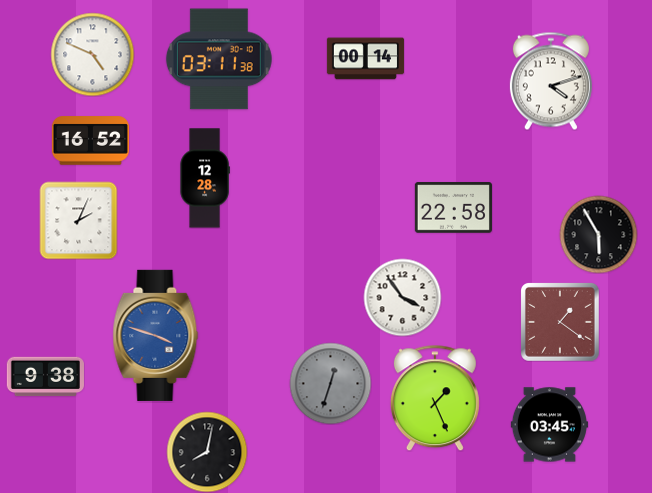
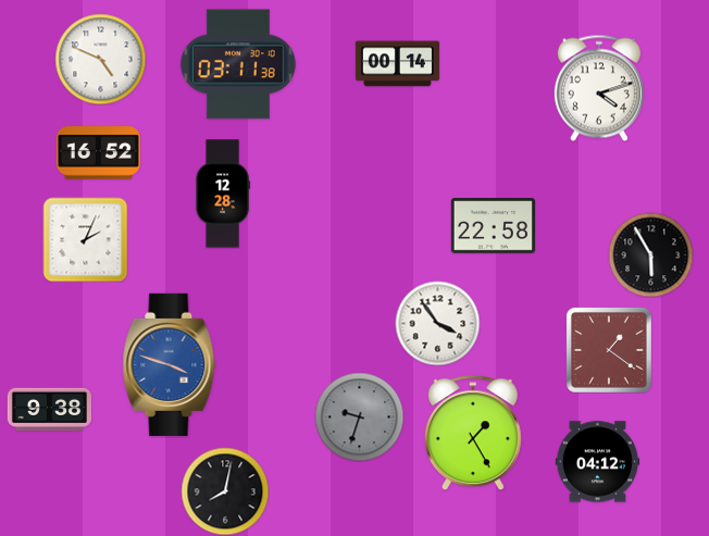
clock at (330, 383): 12:33 -> 9:33
clock at (435, 398): 1:26 -> 1:25
clock at (549, 425): 03:45 -> 04:12
